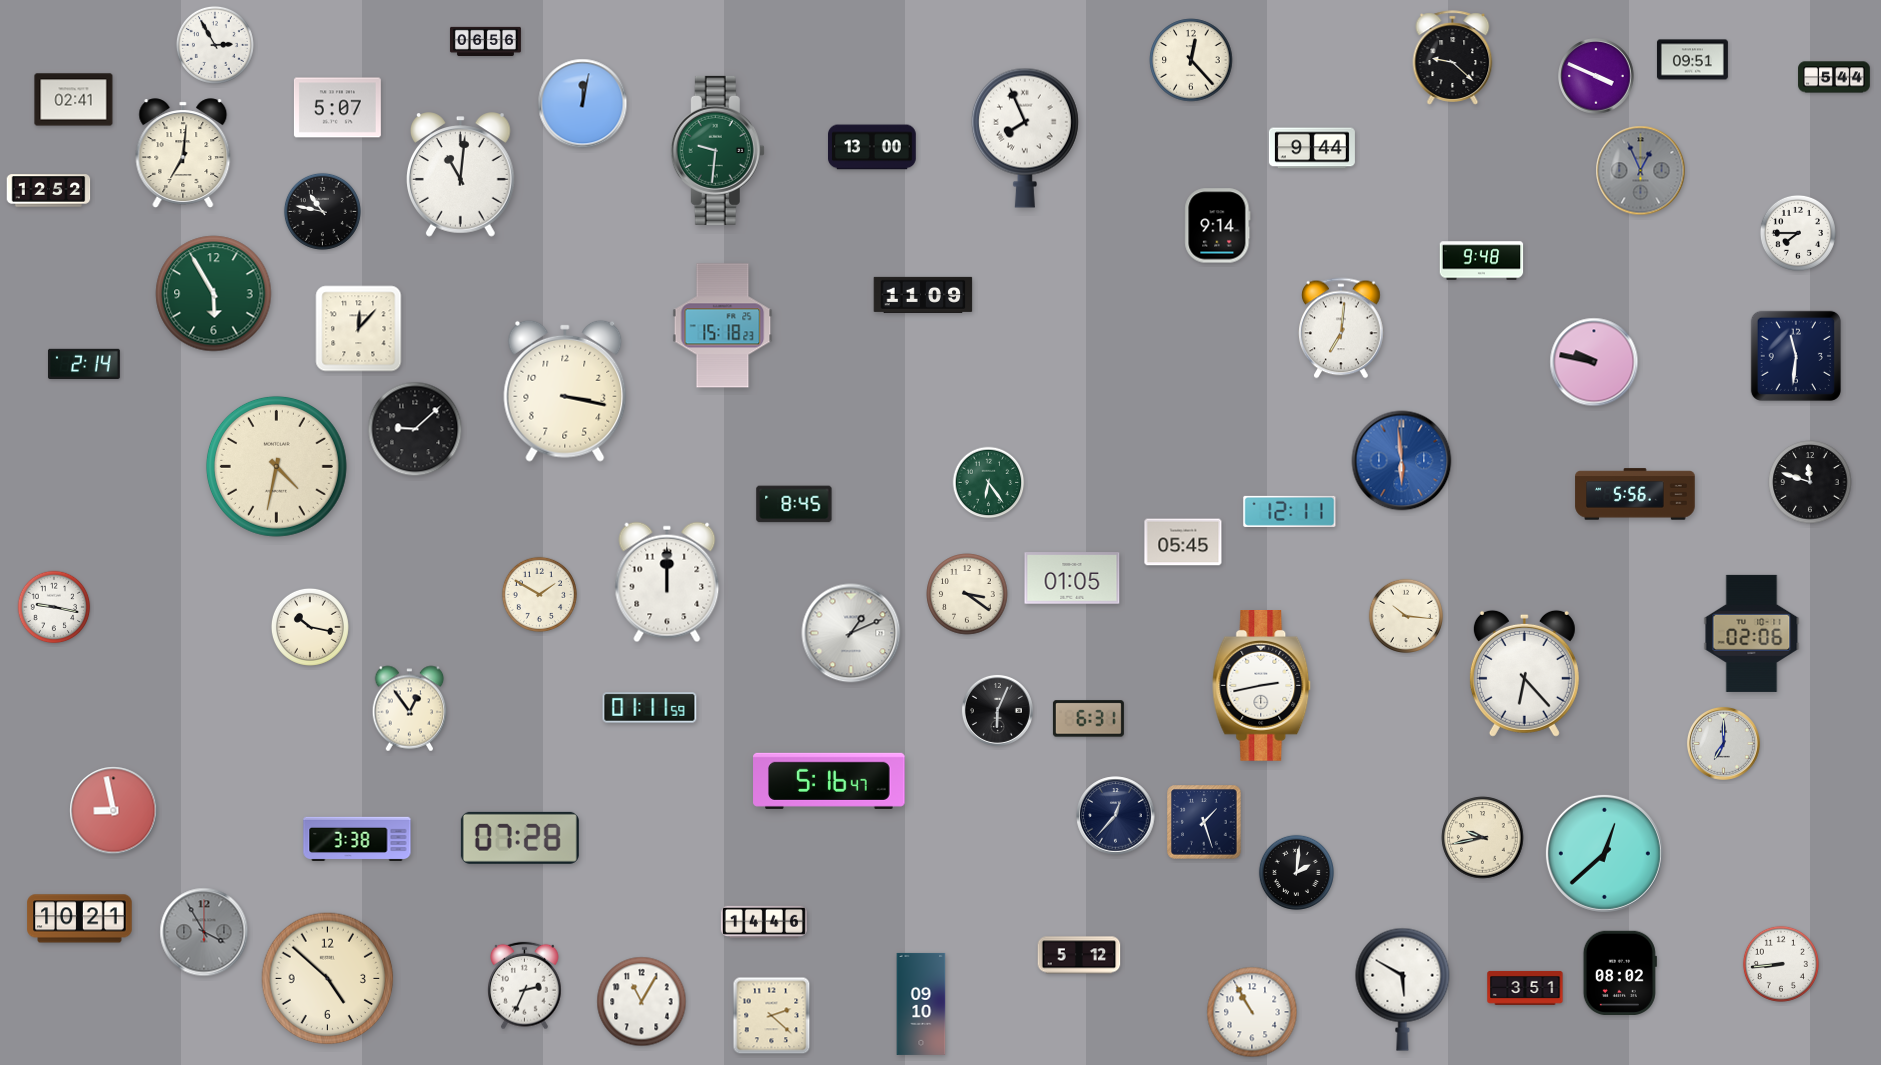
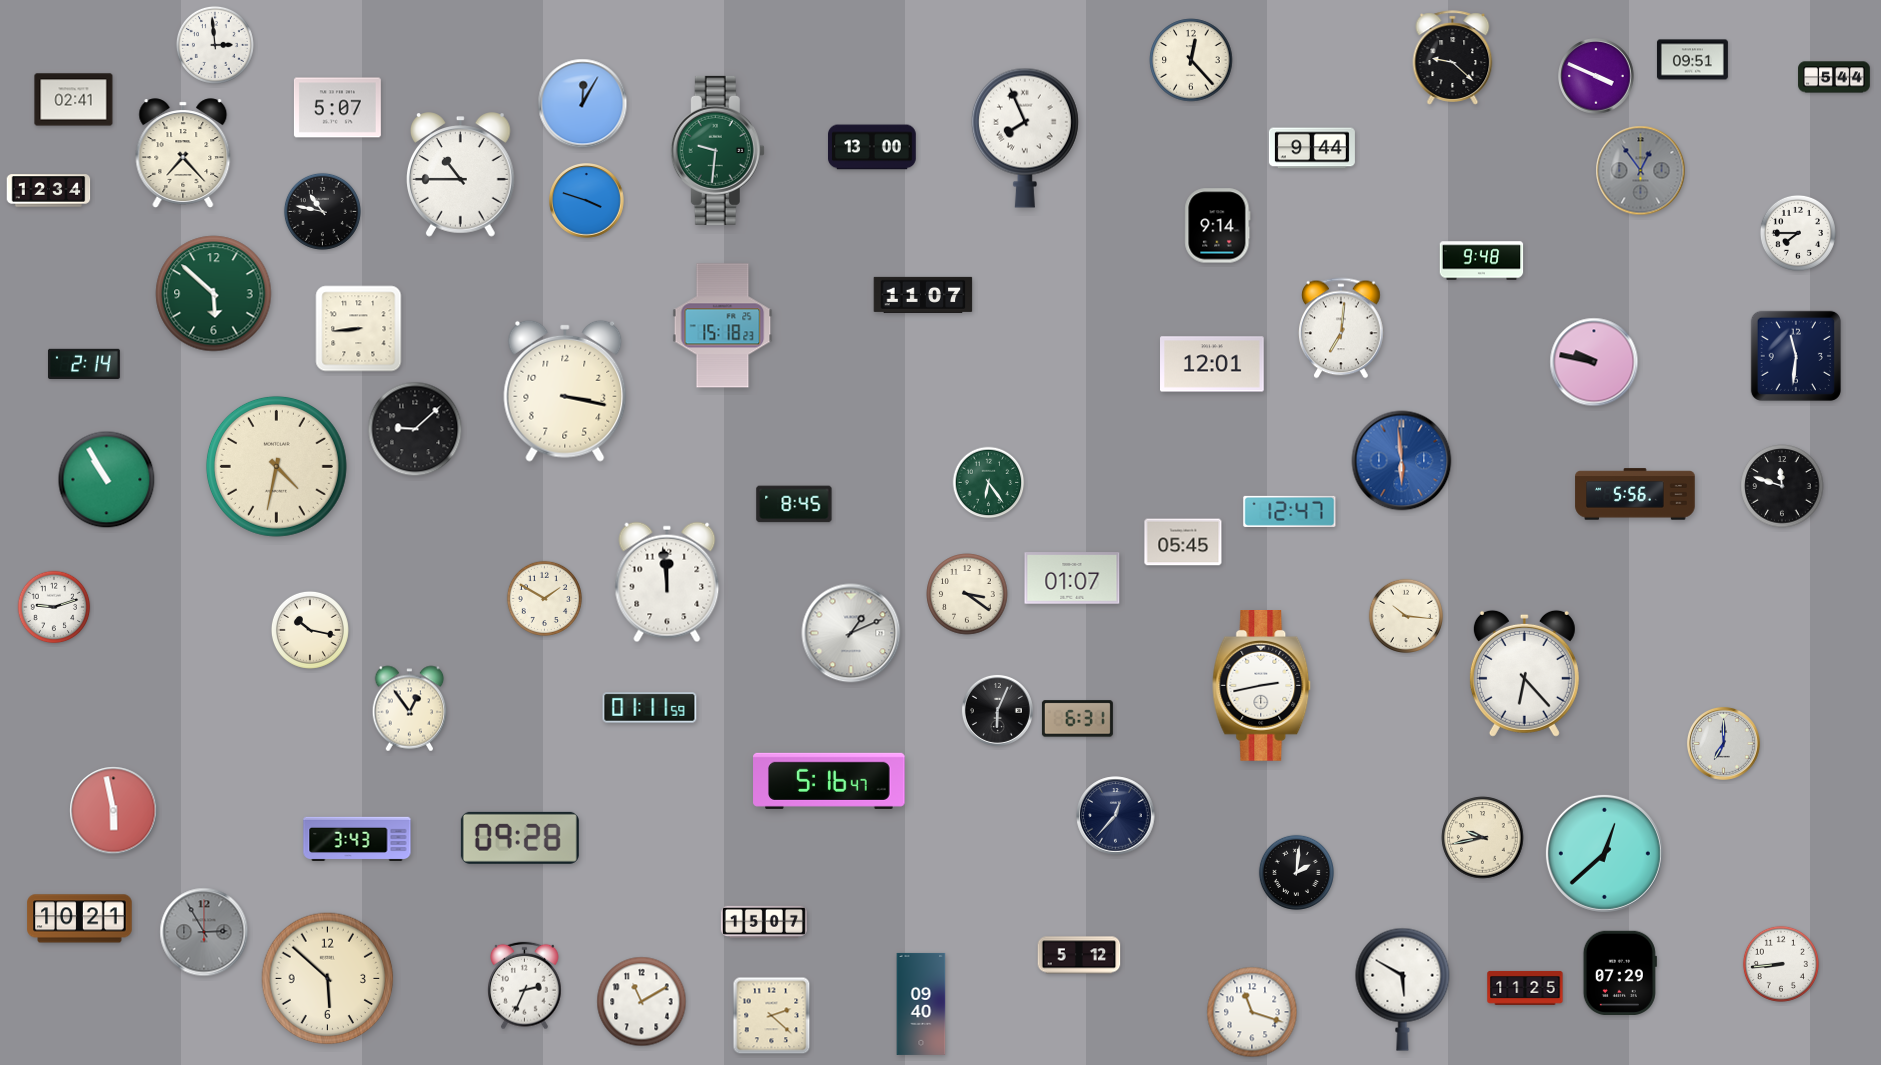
clock at (485, 41): 06:56 -> none
clock at (215, 45): 2:55 -> 2:59
clock at (583, 104): 12:02 -> 12:05
clock at (183, 153): 7:01 -> 7:23
clock at (1641, 171): 12:56 -> 12:54
clock at (461, 175): 11:01 -> 10:45
clock at (49, 191): 12:52 -> 12:34
clock at (587, 201): none -> 3:48
clock at (214, 294): 5:55 -> 5:52
clock at (923, 295): 11:09 -> 11:07
clock at (359, 329): 12:07 -> 8:44
clock at (1213, 364): none -> 12:01
clock at (107, 480): none -> 10:55
clock at (1810, 482) position: (1810, 482) -> (1782, 486)
clock at (1290, 511): 12:11 -> 12:47
clock at (1072, 578): 01:05 -> 01:07
clock at (667, 582): 12:00 -> 11:59
clock at (539, 594) position: (539, 594) -> (544, 598)
clock at (54, 607): 9:17 -> 9:12
clock at (310, 627) position: (310, 627) -> (310, 630)
clock at (1752, 633): 02:06 -> none
clock at (1088, 719) position: (1088, 719) -> (1077, 719)
clock at (114, 811): 8:58 -> 5:58
clock at (1204, 822): 1:27 -> none
clock at (520, 838): 07:28 -> 09:28
clock at (357, 839): 3:38 -> 3:43
clock at (764, 922): 14:46 -> 15:07
clock at (204, 932): 3:55 -> 2:55
clock at (1620, 972): 08:02 -> 07:29
clock at (328, 979): 4:52 -> 5:52
clock at (1525, 988): 3:51 -> 11:25
clock at (642, 1002): 11:05 -> 11:10
clock at (921, 1004): 09:10 -> 09:40
clock at (1252, 1012): 10:55 -> 11:18
